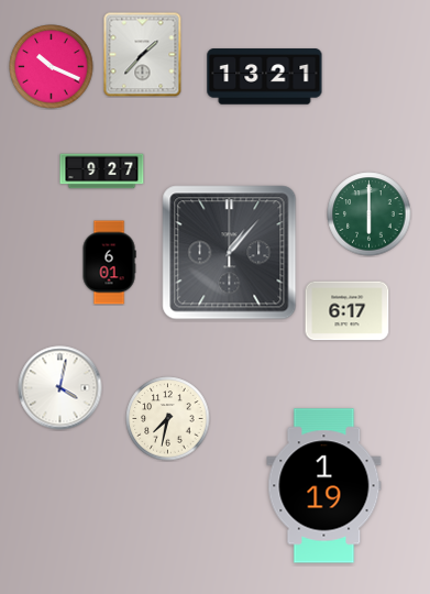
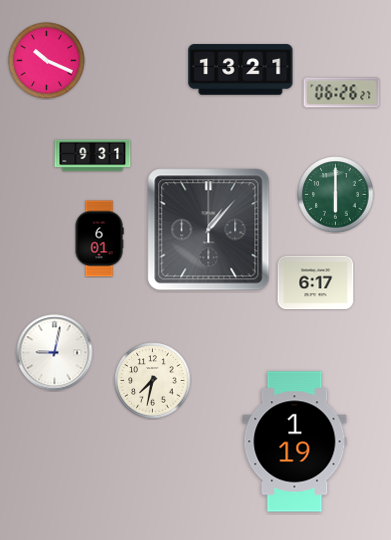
clock at (143, 55): 1:37 -> none
clock at (342, 93): none -> 06:26
clock at (102, 172): 9:27 -> 9:31
clock at (60, 388): 4:02 -> 9:02
